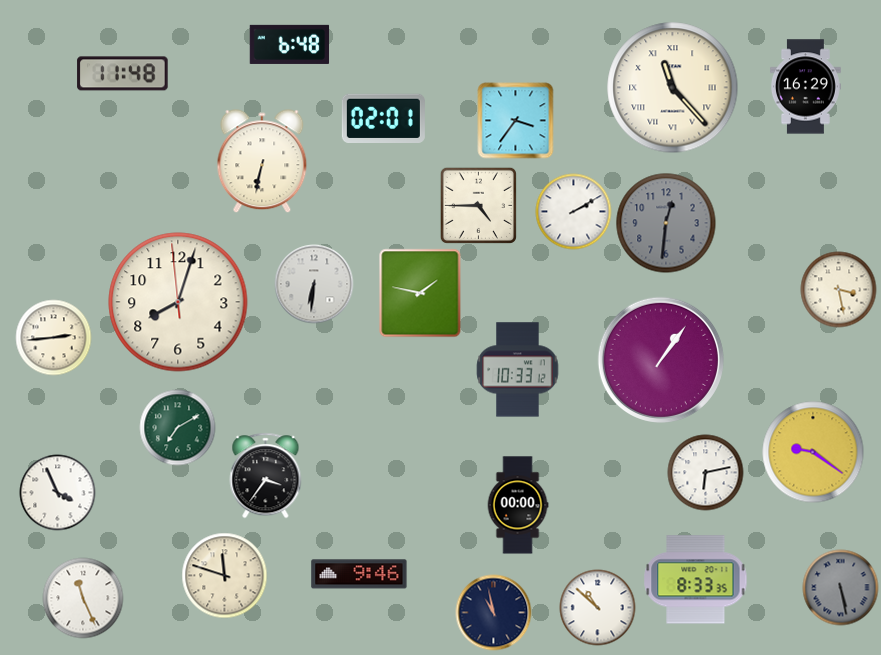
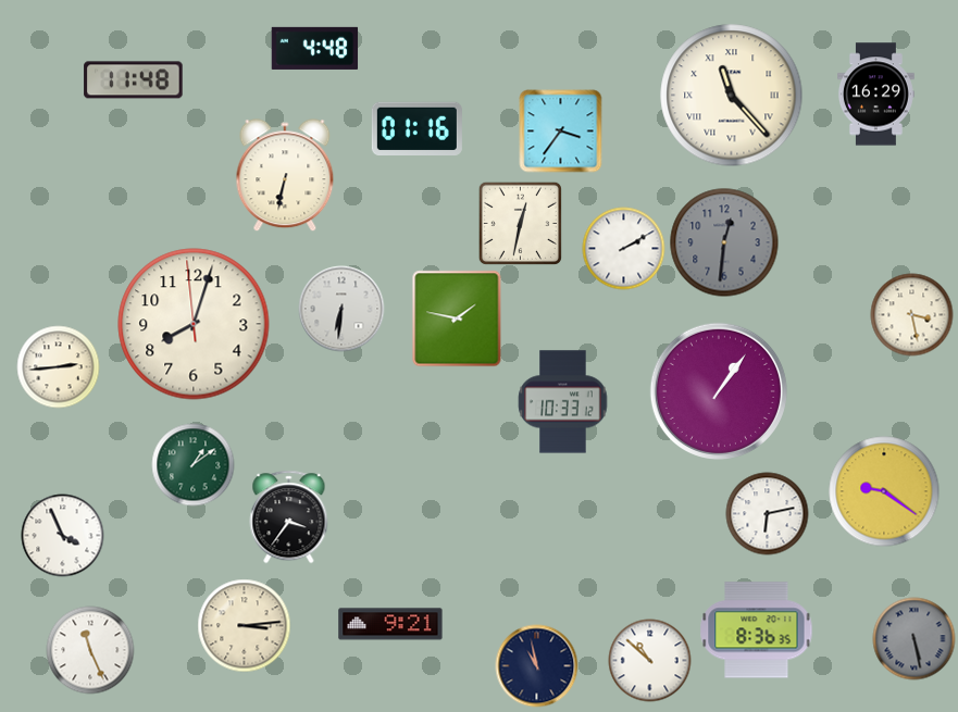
clock at (290, 44): 6:48 -> 4:48
clock at (383, 118): 02:01 -> 01:16
clock at (478, 205): 4:45 -> 12:32
clock at (574, 212) position: (574, 212) -> (624, 249)
clock at (178, 302) position: (178, 302) -> (194, 324)
clock at (178, 428): 7:10 -> 1:09
clock at (518, 505): 00:00 -> none
clock at (359, 574): 9:46 -> 9:21
clock at (225, 576): 11:48 -> 3:14
clock at (696, 580): 8:33 -> 8:36
